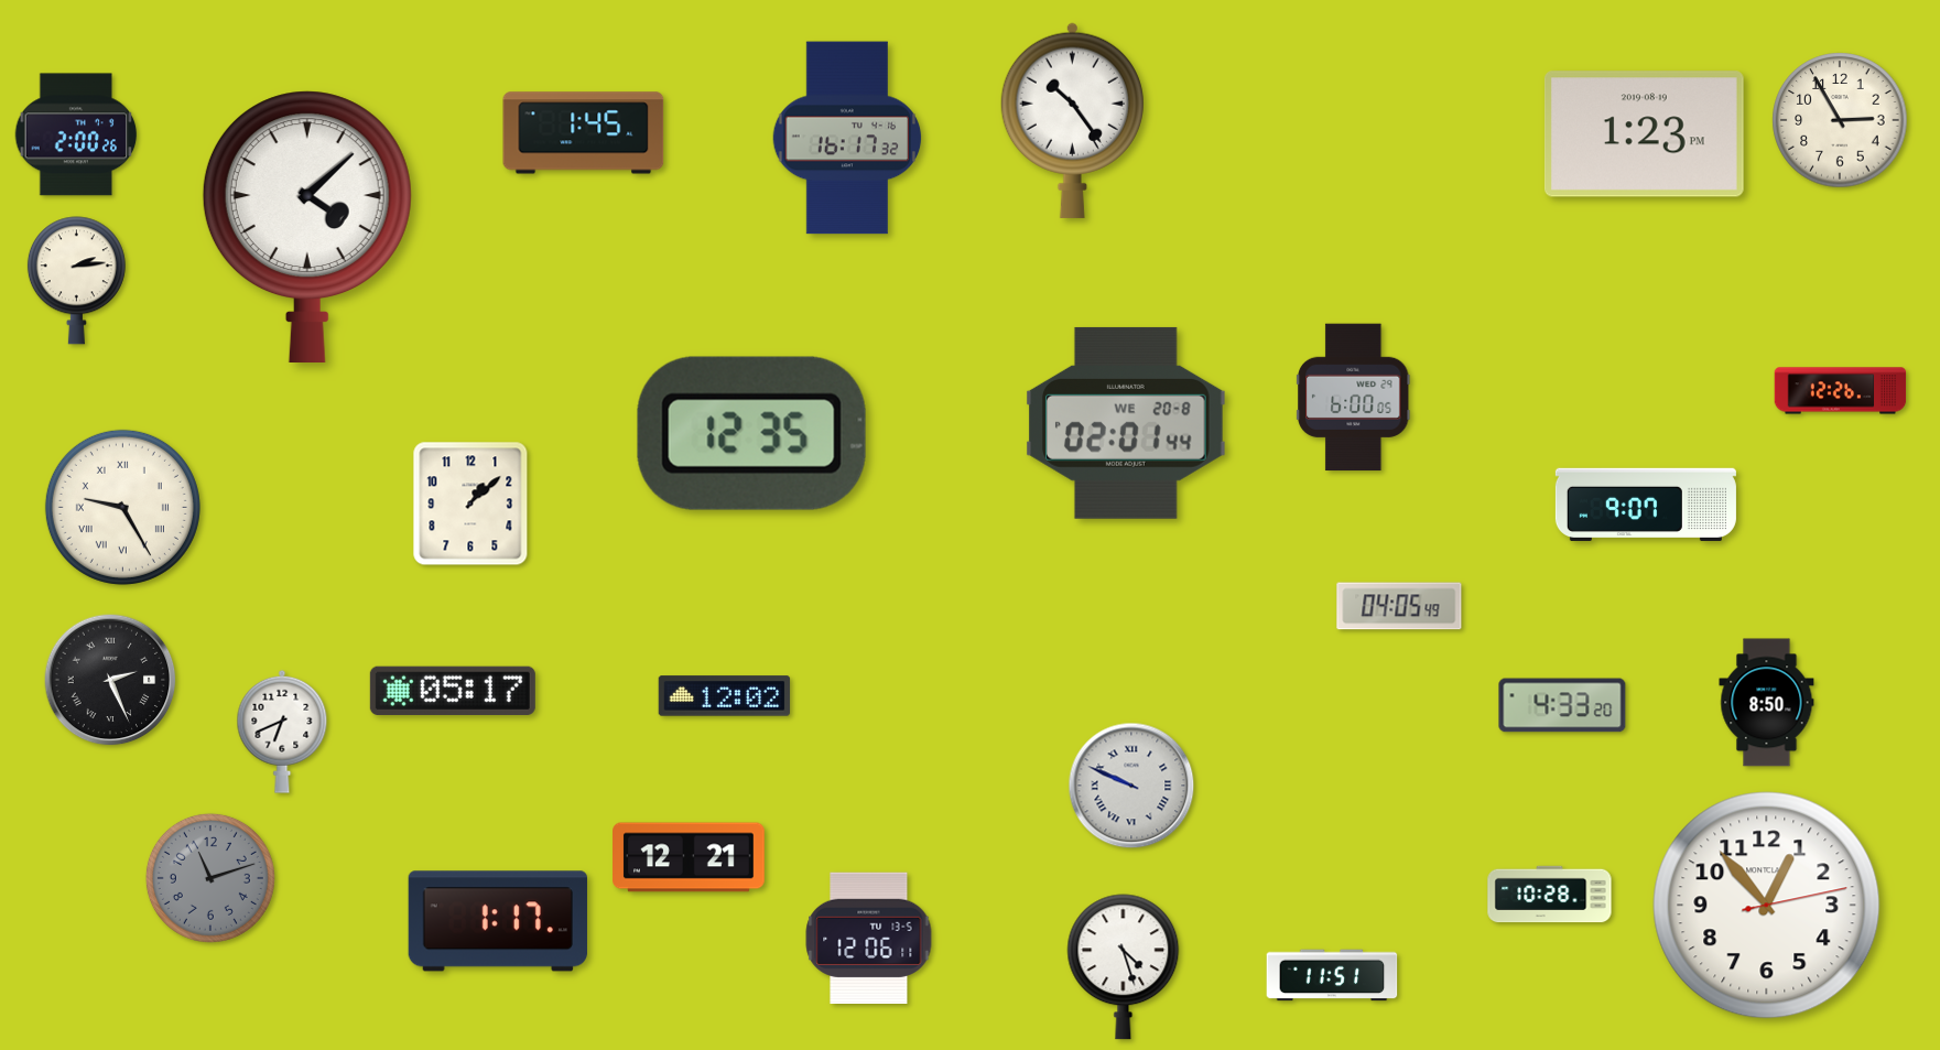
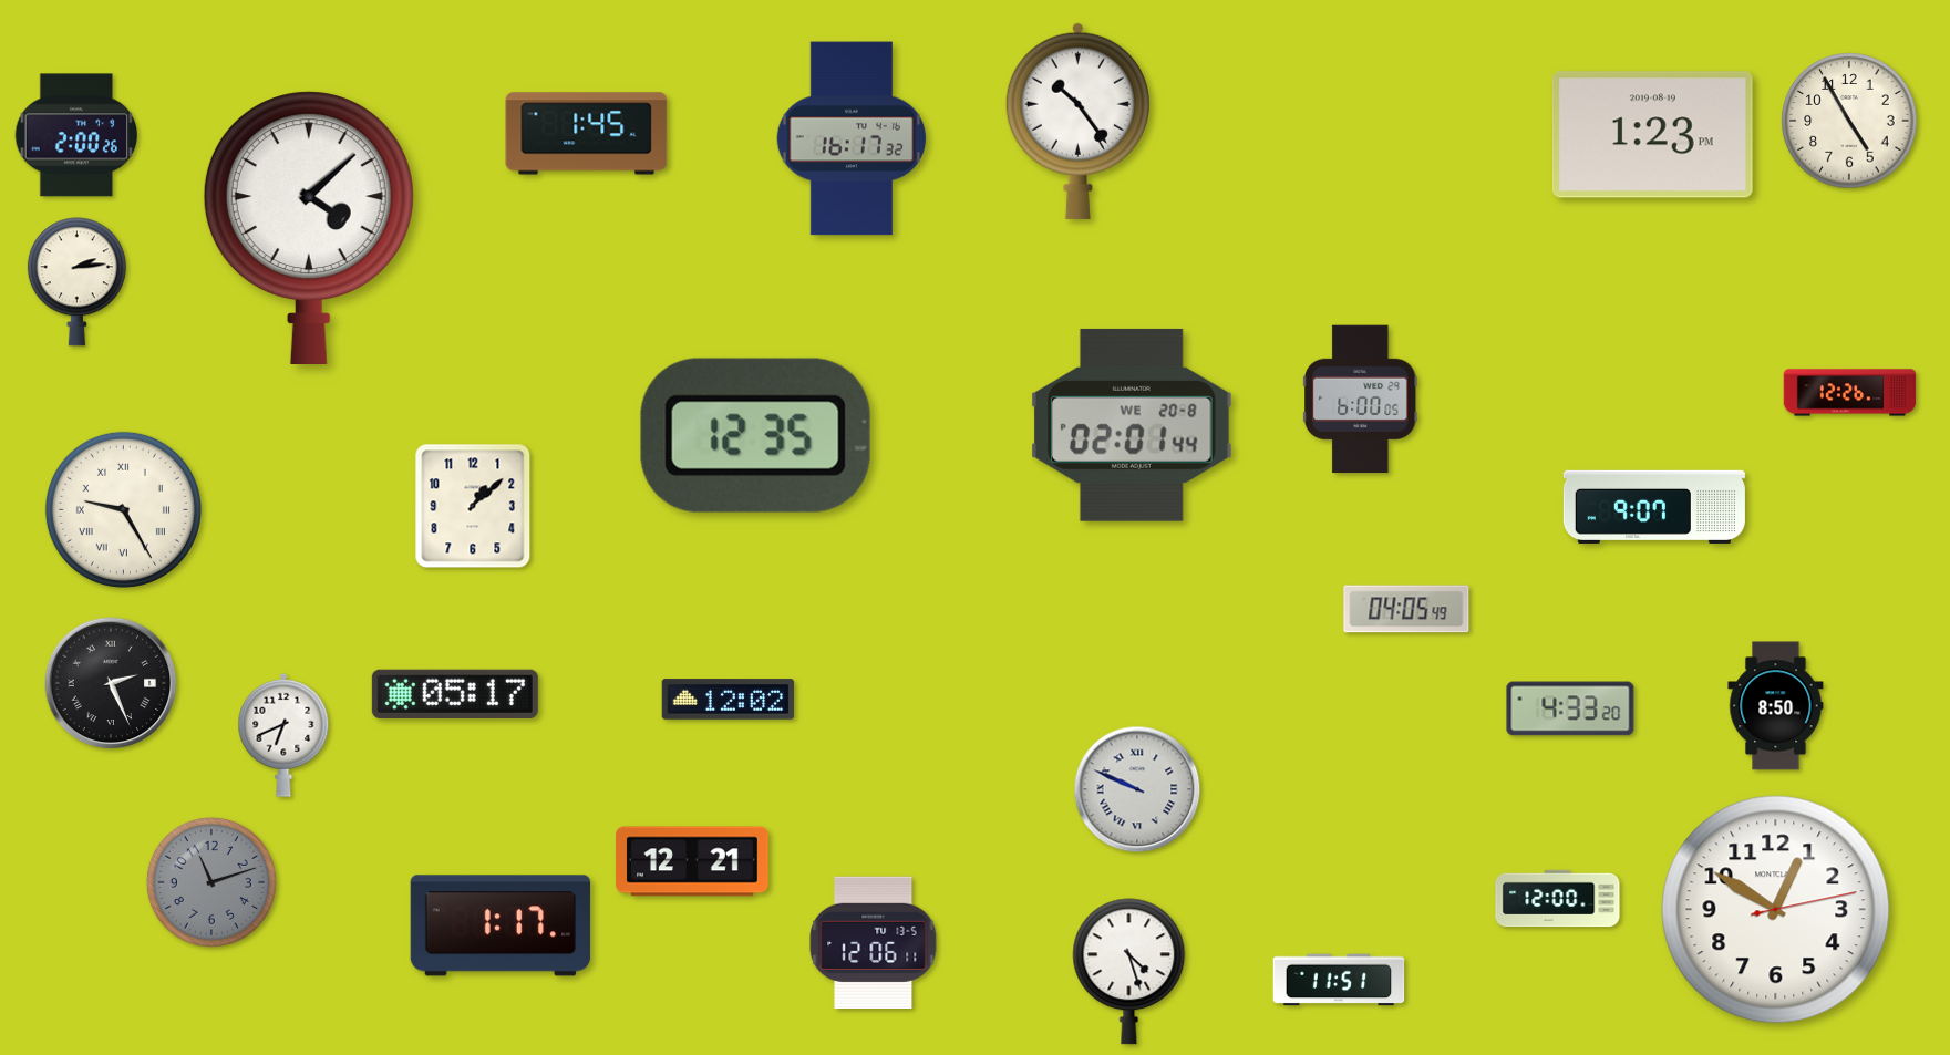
clock at (1840, 120): 2:55 -> 4:55
clock at (1550, 895): 10:28 -> 12:00
clock at (1767, 906): 12:53 -> 12:50
